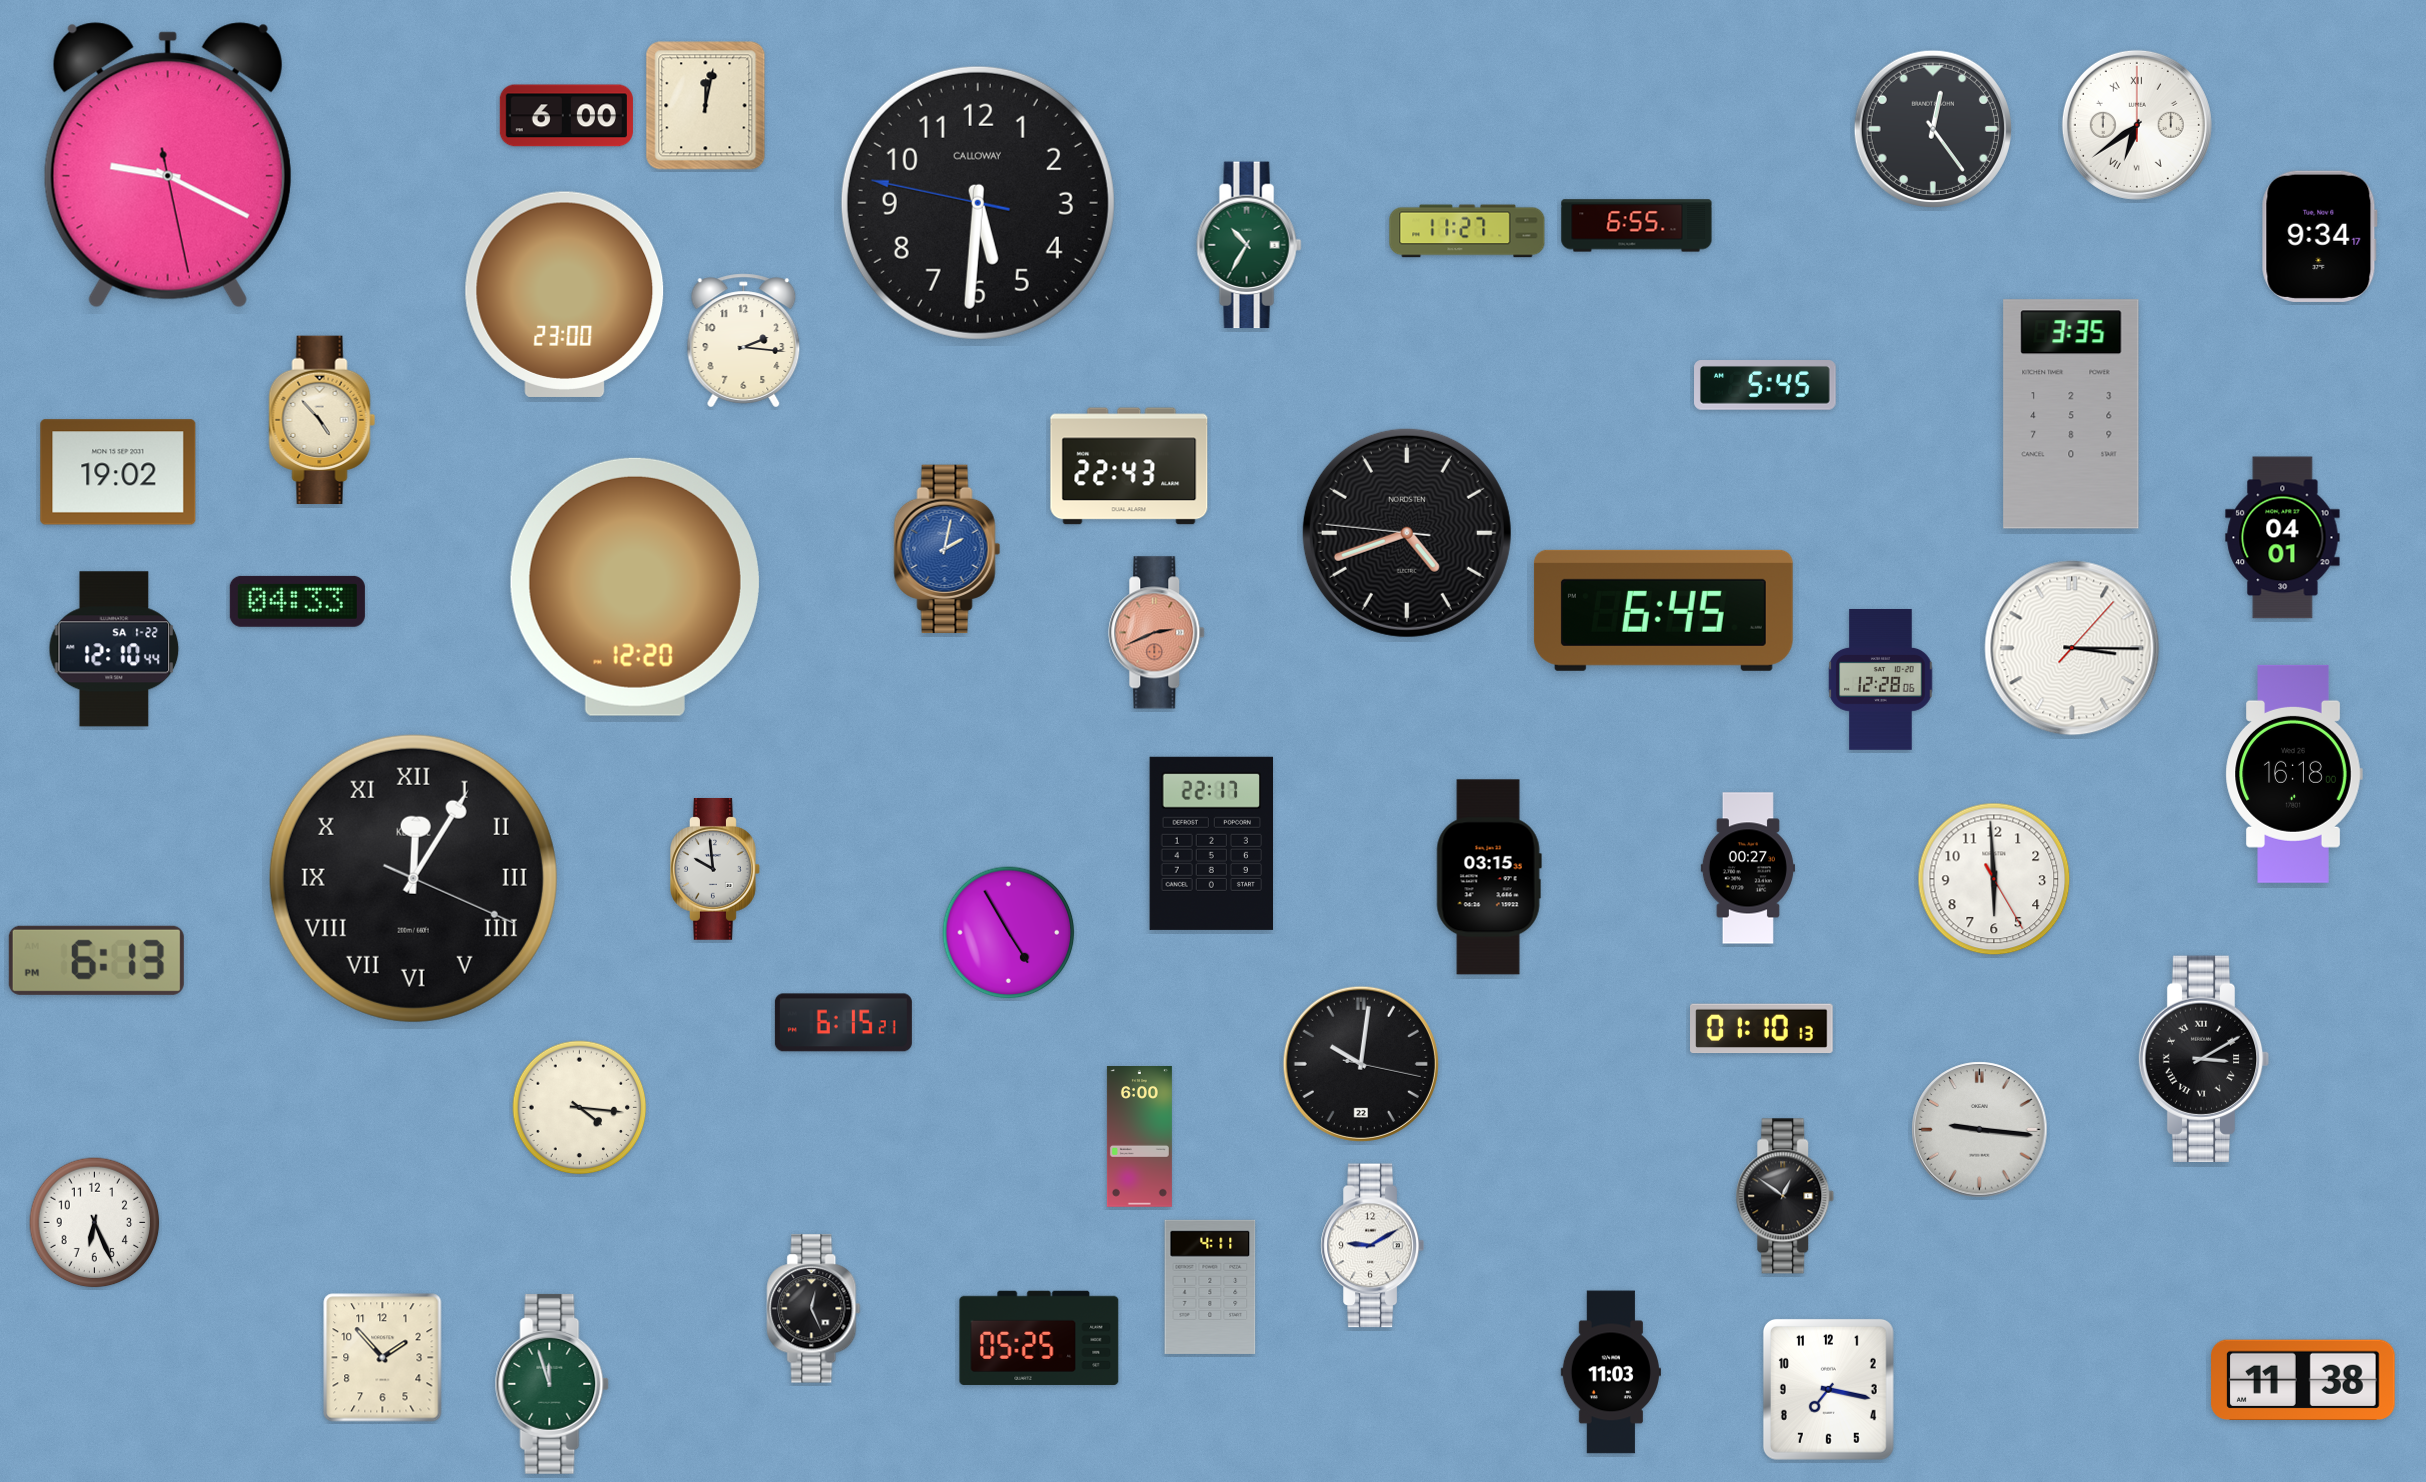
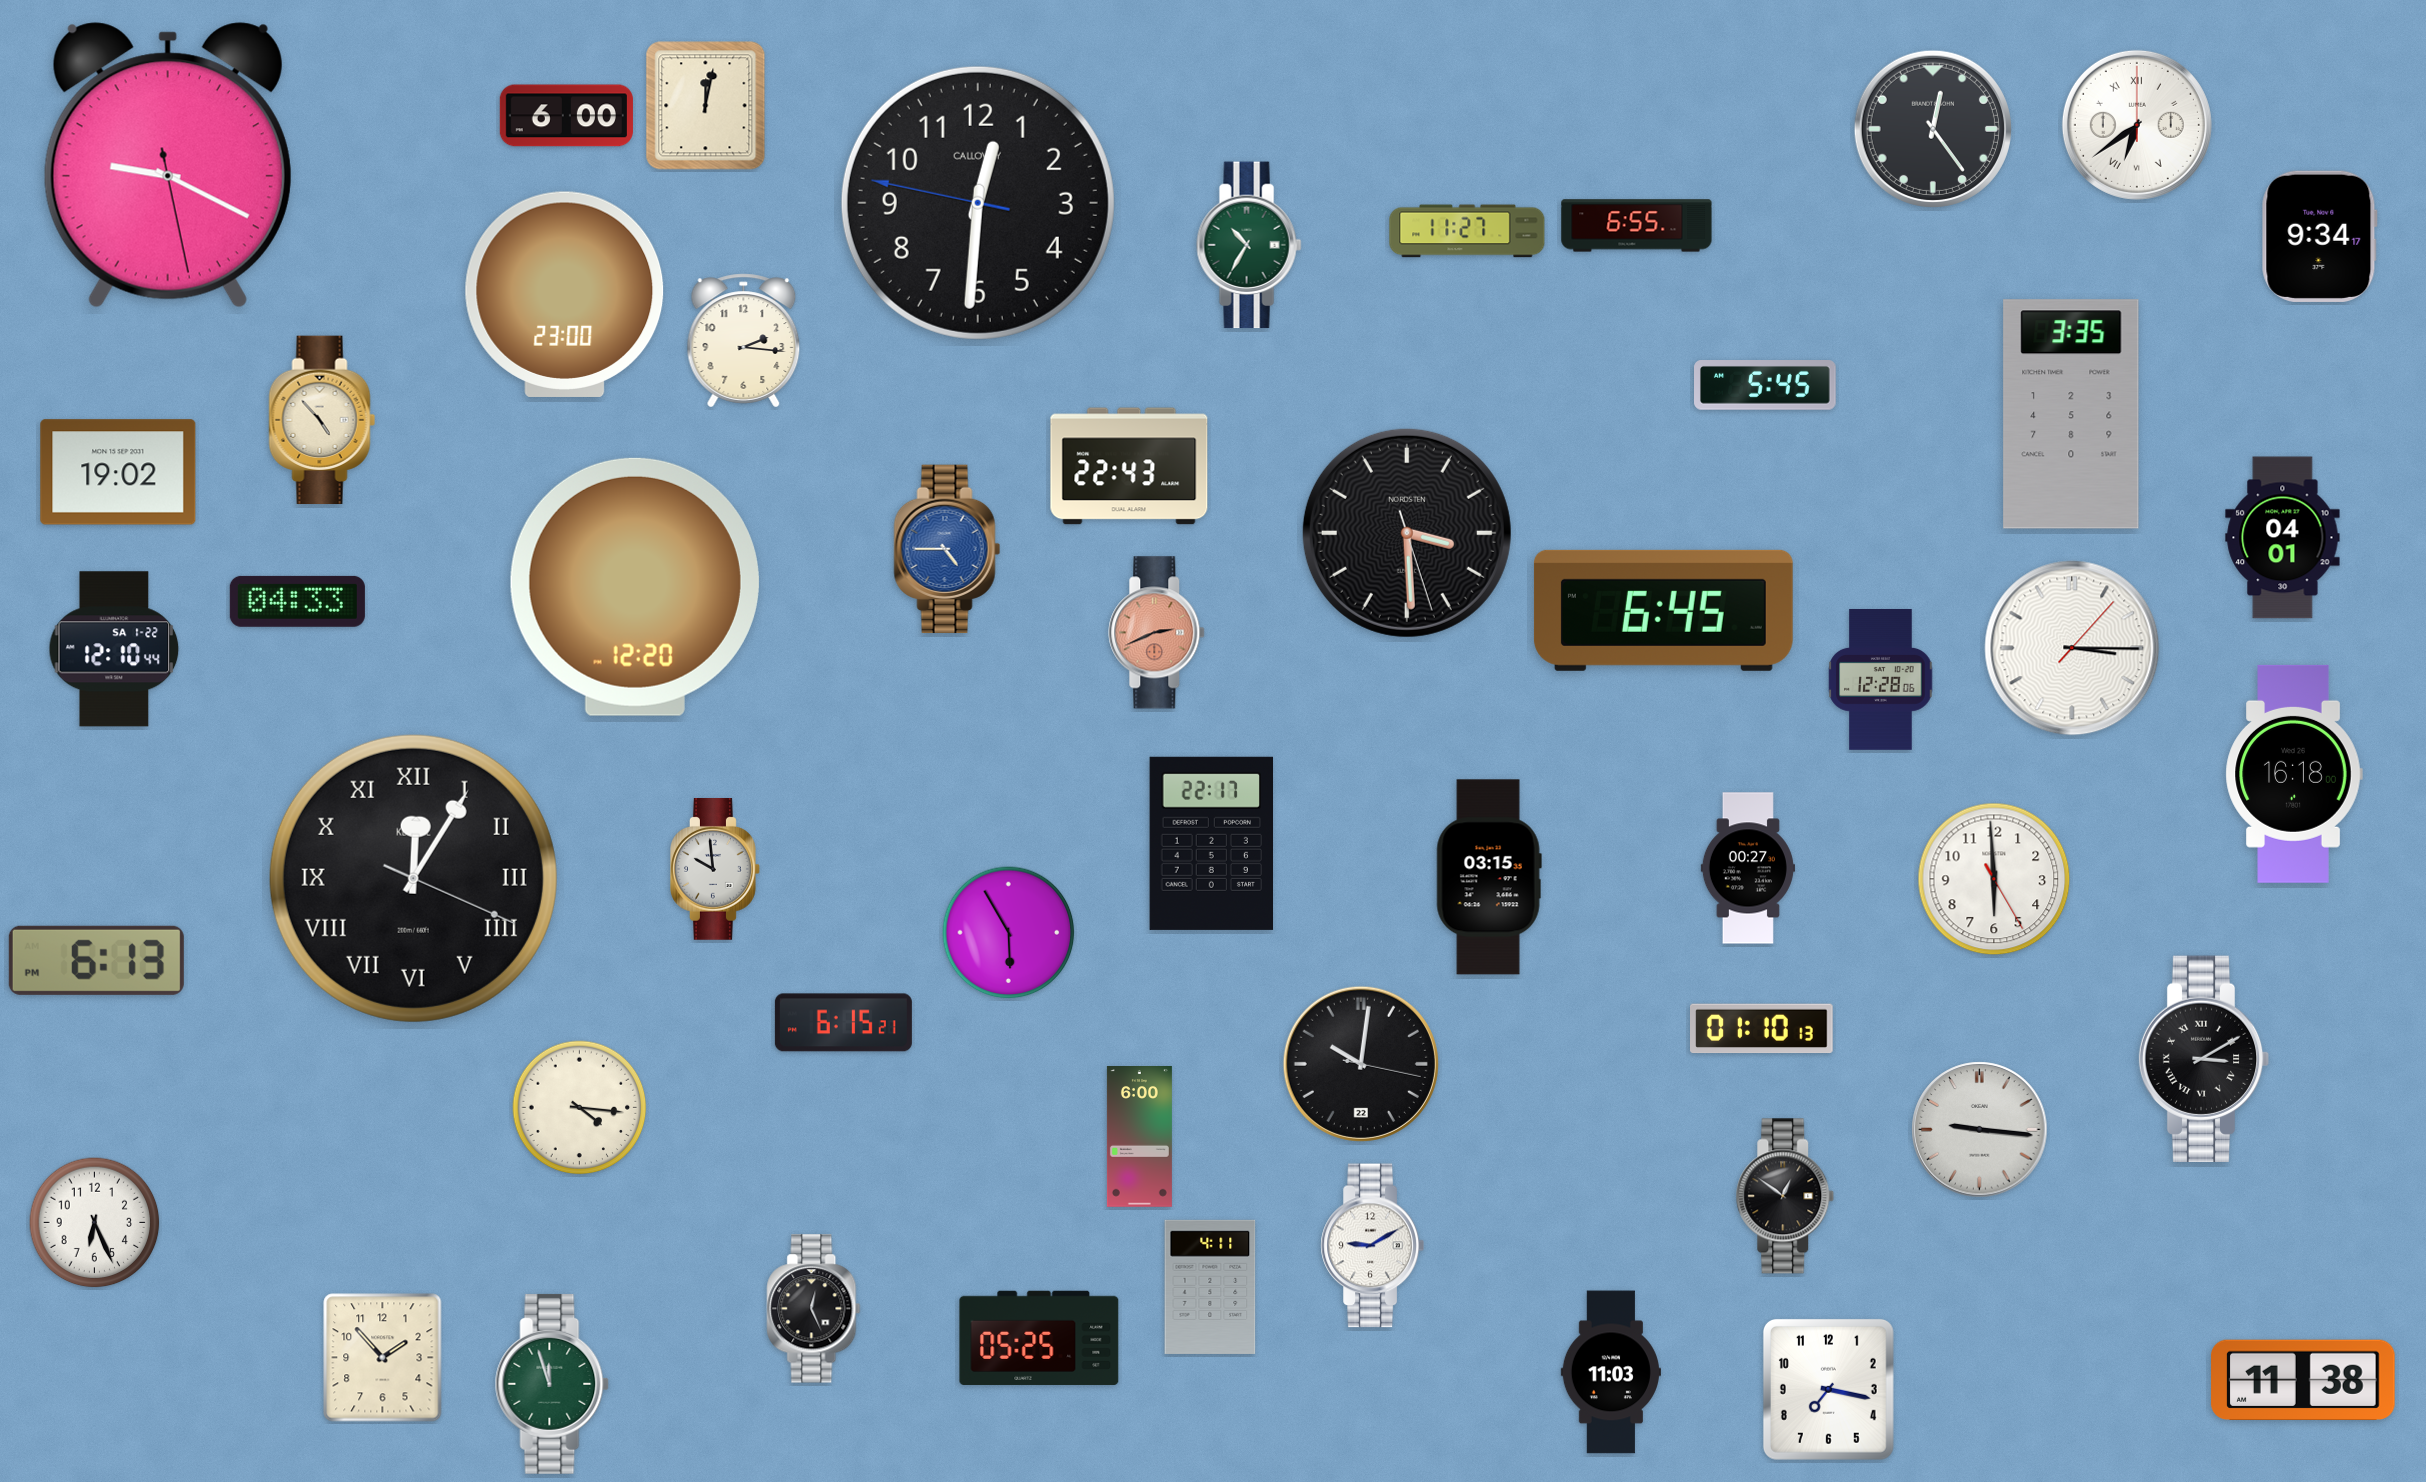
clock at (978, 203): 5:30 -> 12:30
clock at (1407, 533): 4:41 -> 3:29
clock at (947, 549): 2:02 -> 4:45
clock at (1009, 933): 4:55 -> 5:55
